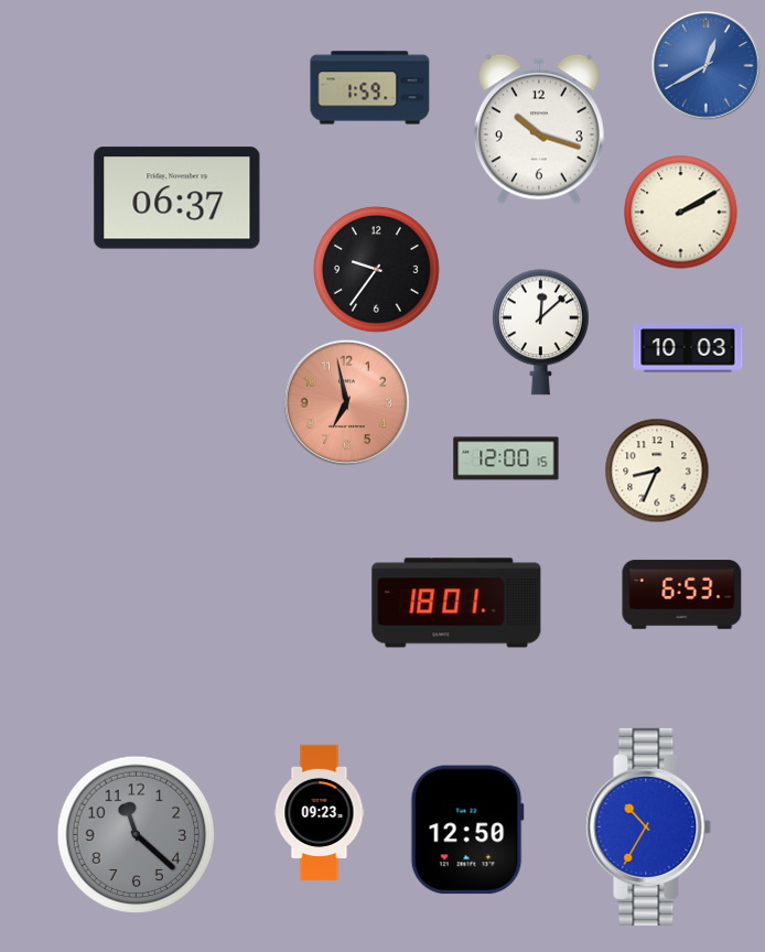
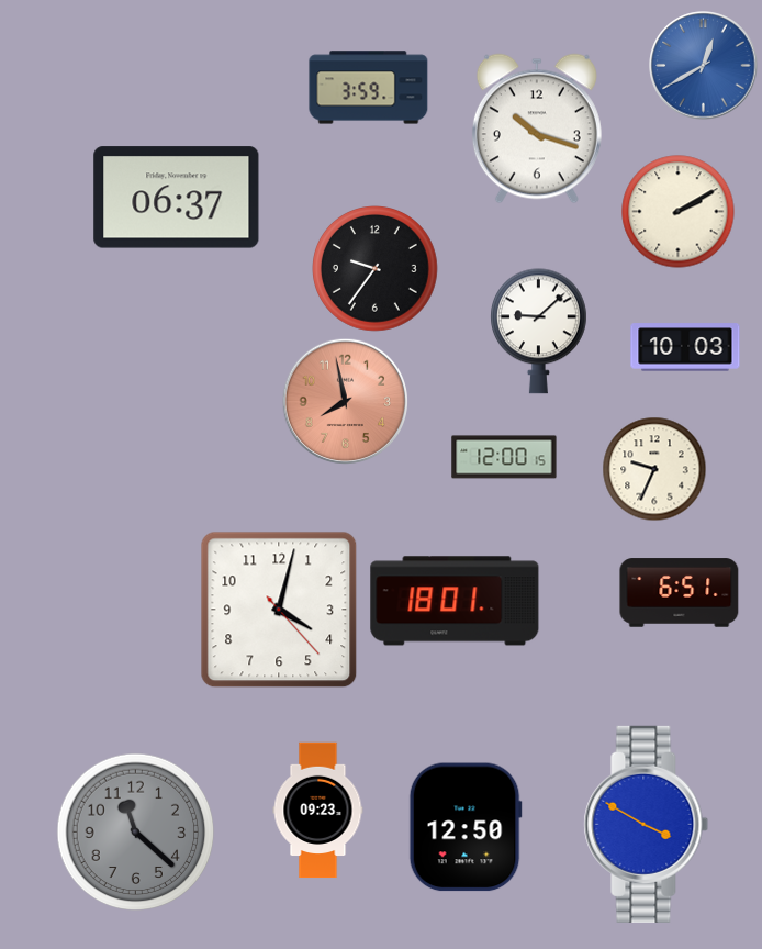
clock at (370, 88): 1:59 -> 3:59
clock at (541, 333): 12:08 -> 9:08
clock at (346, 402): 6:58 -> 7:58
clock at (657, 470): 8:34 -> 9:34
clock at (682, 595): 6:53 -> 6:51
clock at (279, 610): none -> 4:02
clock at (649, 826): 10:35 -> 3:50
